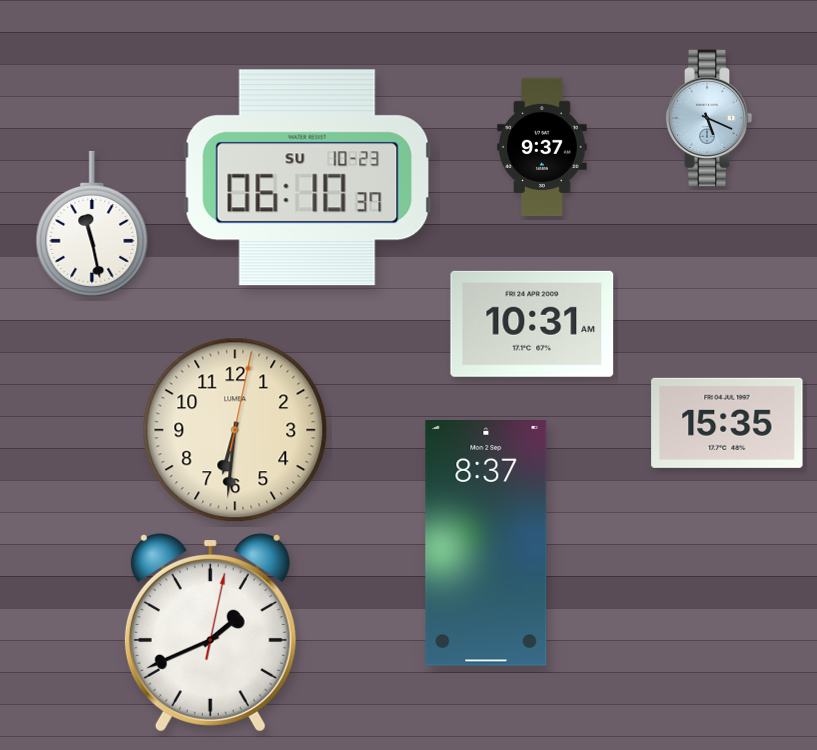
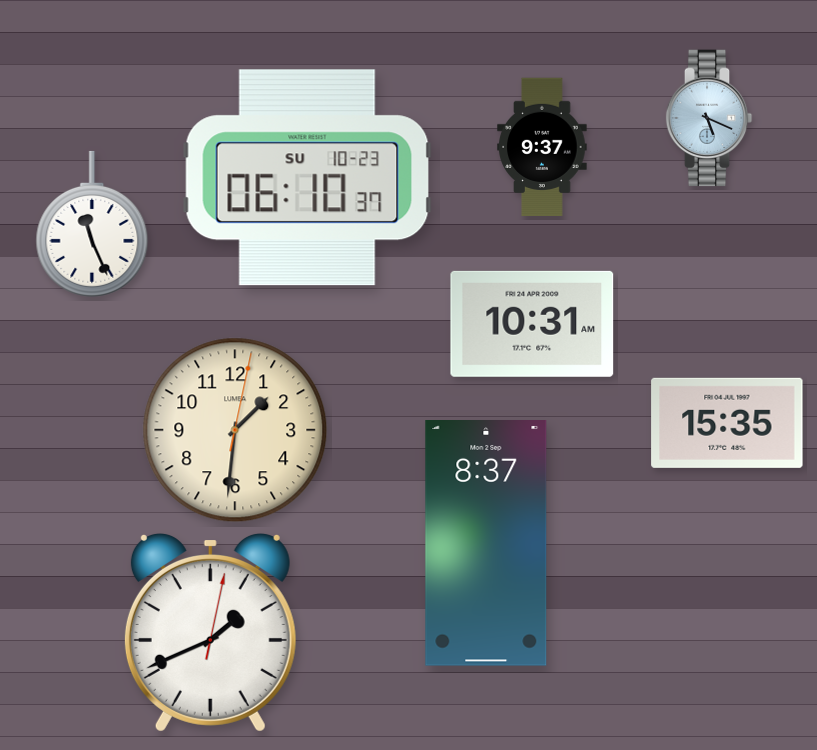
clock at (92, 224): 11:28 -> 11:26
clock at (235, 430): 6:31 -> 1:31
